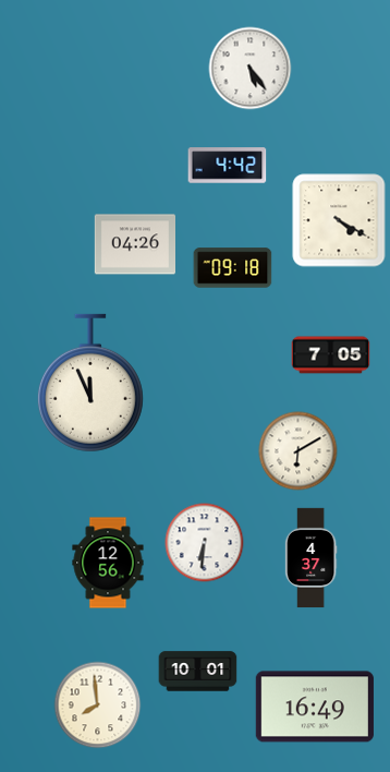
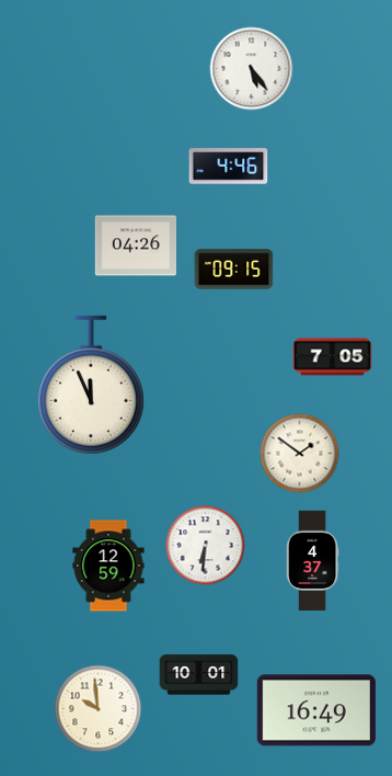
clock at (228, 166): 4:42 -> 4:46
clock at (339, 220): 4:20 -> none
clock at (233, 268): 09:18 -> 09:15
clock at (298, 451): 6:10 -> 1:51
clock at (108, 563): 12:56 -> 12:59
clock at (98, 705): 7:59 -> 9:59
